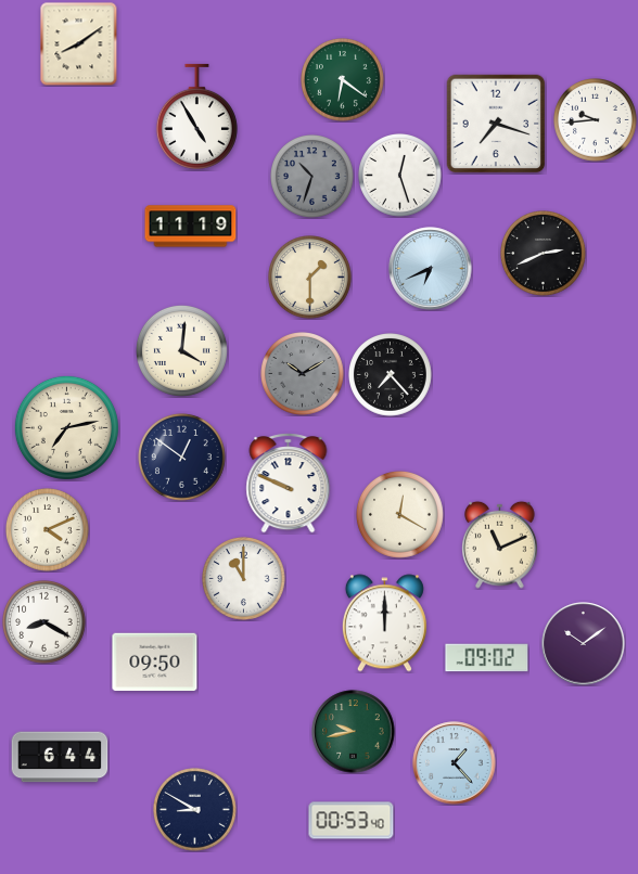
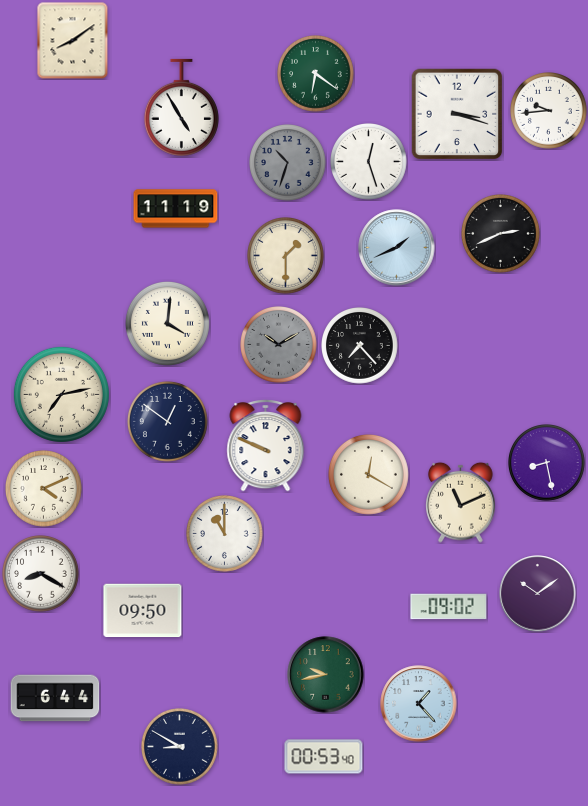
clock at (496, 124): 7:18 -> 3:18
clock at (431, 269): 6:41 -> 1:41
clock at (547, 463): none -> 8:28
clock at (384, 624): 12:00 -> none
